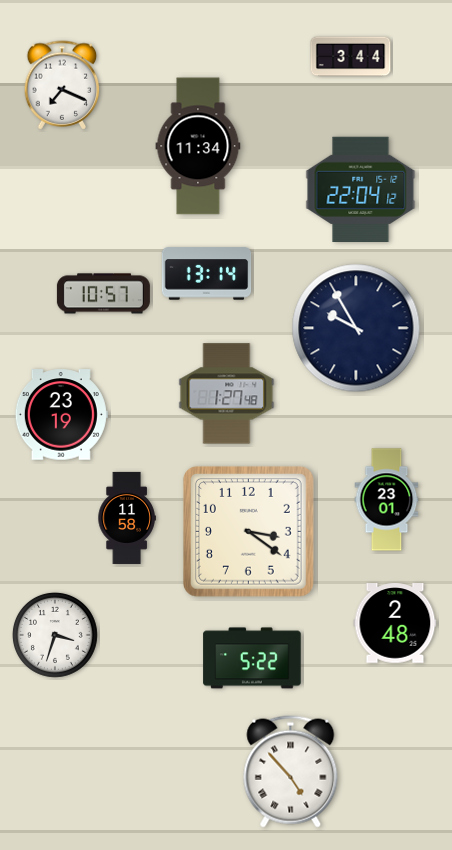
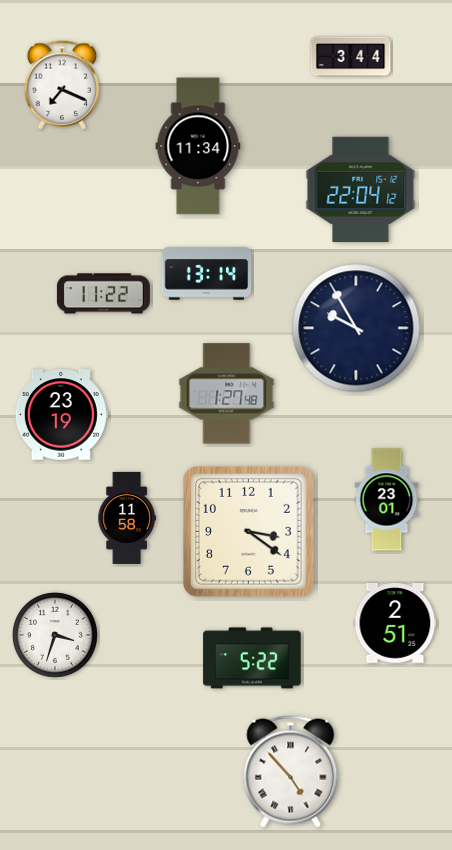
clock at (103, 294): 10:57 -> 11:22
clock at (395, 623): 2:48 -> 2:51
